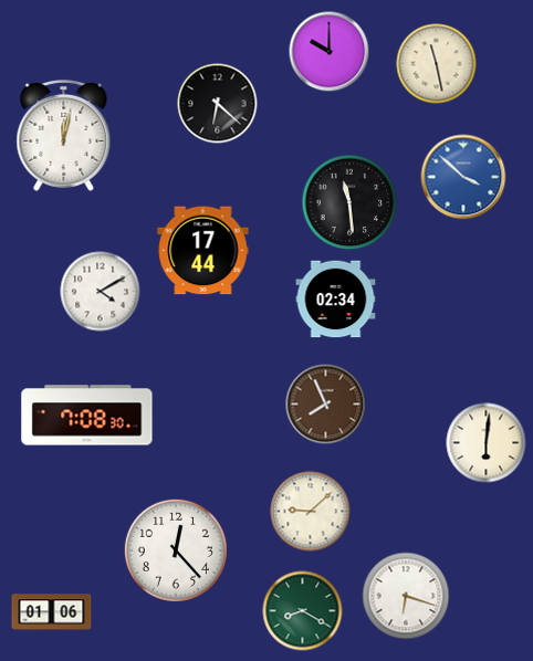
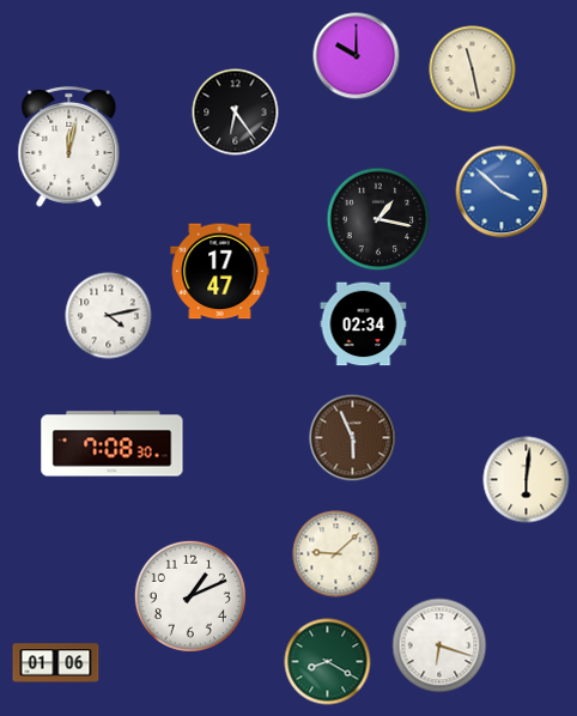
clock at (218, 104): 6:22 -> 6:24
clock at (349, 202): 11:29 -> 1:17
clock at (203, 251): 17:44 -> 17:47
clock at (101, 292): 4:10 -> 4:13
clock at (326, 405): 7:56 -> 5:56
clock at (87, 416) position: (87, 416) -> (113, 444)
clock at (176, 550): 12:23 -> 1:11
